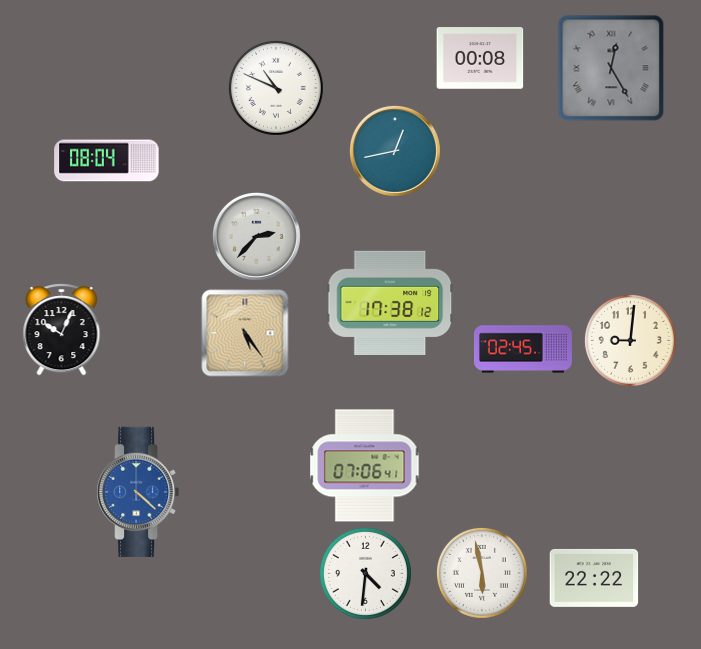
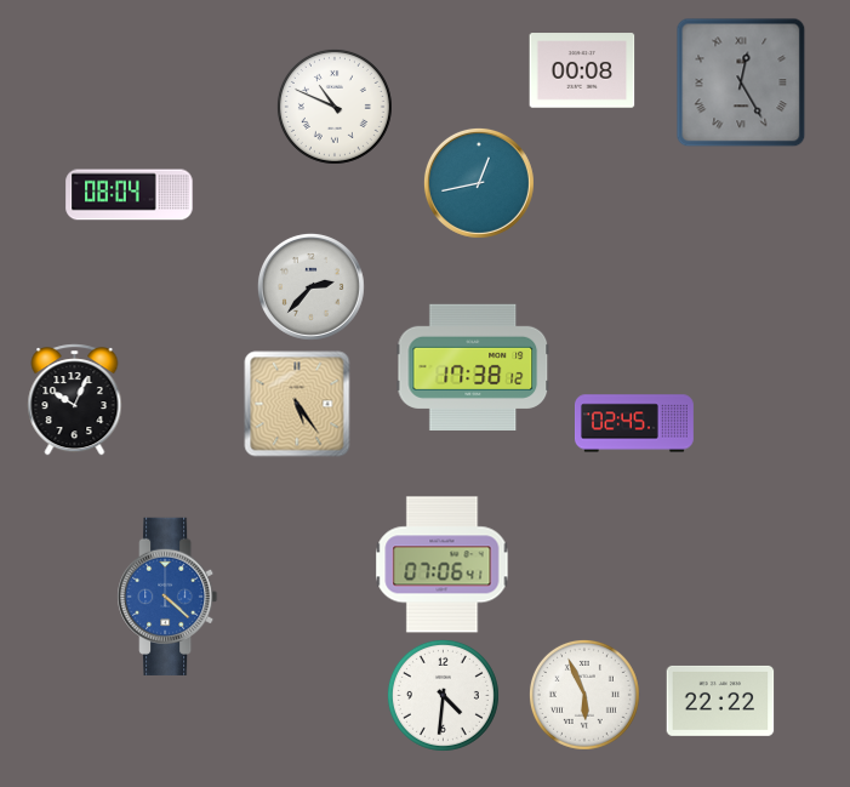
clock at (630, 340): 9:01 -> none
clock at (482, 573): 5:58 -> 5:56
